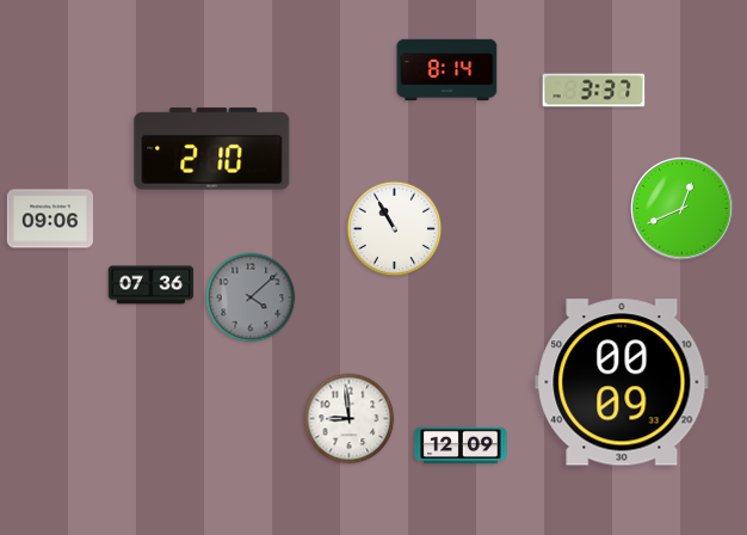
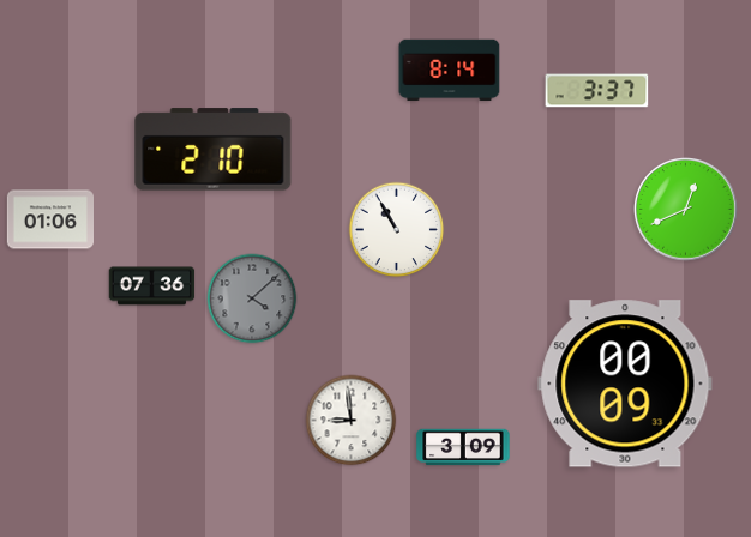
clock at (49, 219): 09:06 -> 01:06
clock at (461, 445): 12:09 -> 3:09
